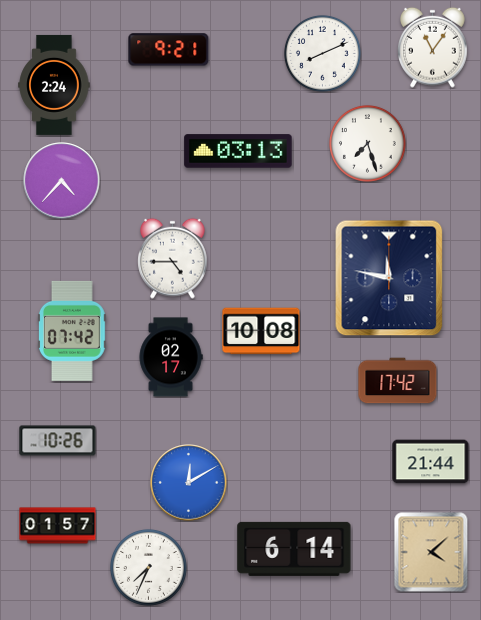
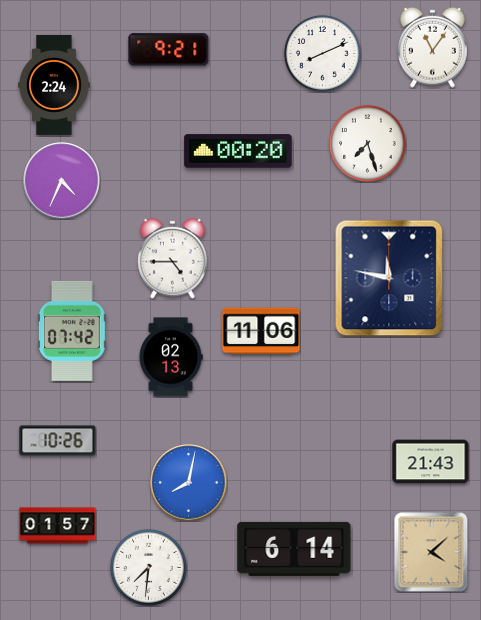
clock at (238, 151): 03:13 -> 00:20
clock at (62, 181): 4:37 -> 4:34
clock at (261, 331): 10:08 -> 11:06
clock at (171, 357): 02:17 -> 02:13
clock at (398, 381): 17:42 -> none
clock at (431, 462): 21:44 -> 21:43
clock at (189, 483): 12:10 -> 8:02
clock at (148, 567): 7:34 -> 7:31
